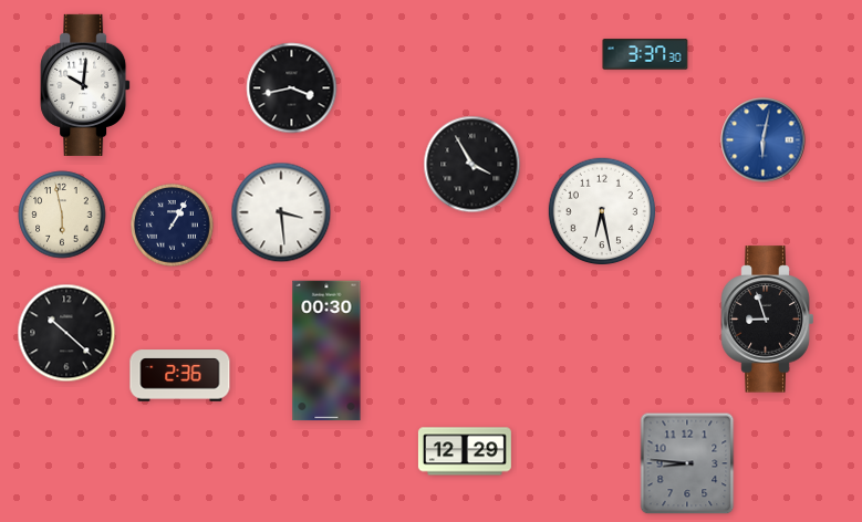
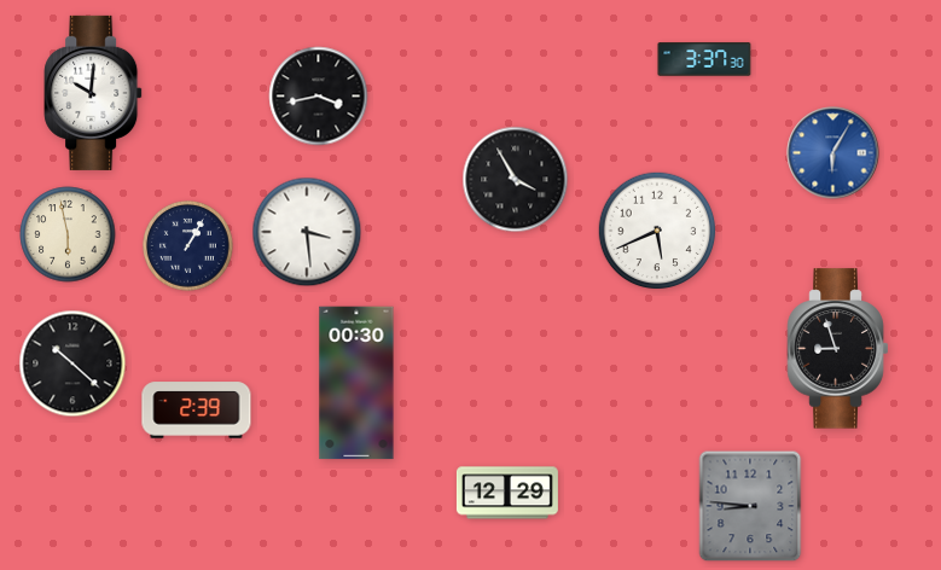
clock at (764, 140): 6:02 -> 6:05
clock at (602, 211): 6:28 -> 5:41
clock at (180, 376): 2:36 -> 2:39
